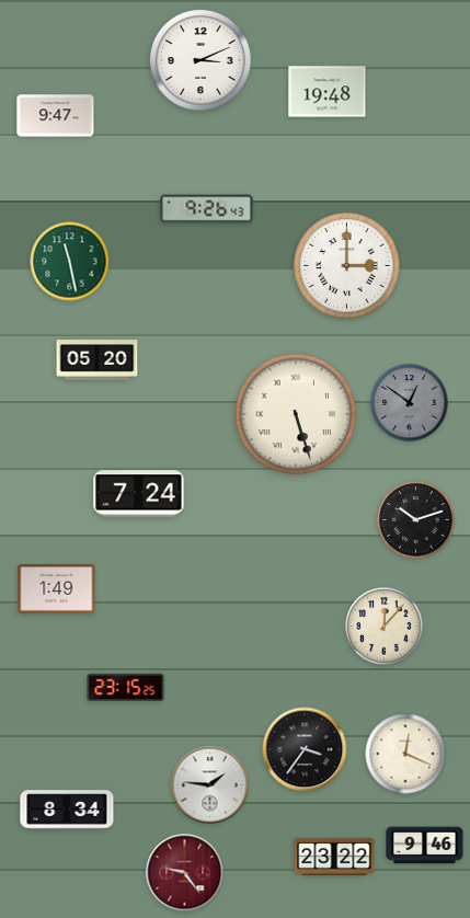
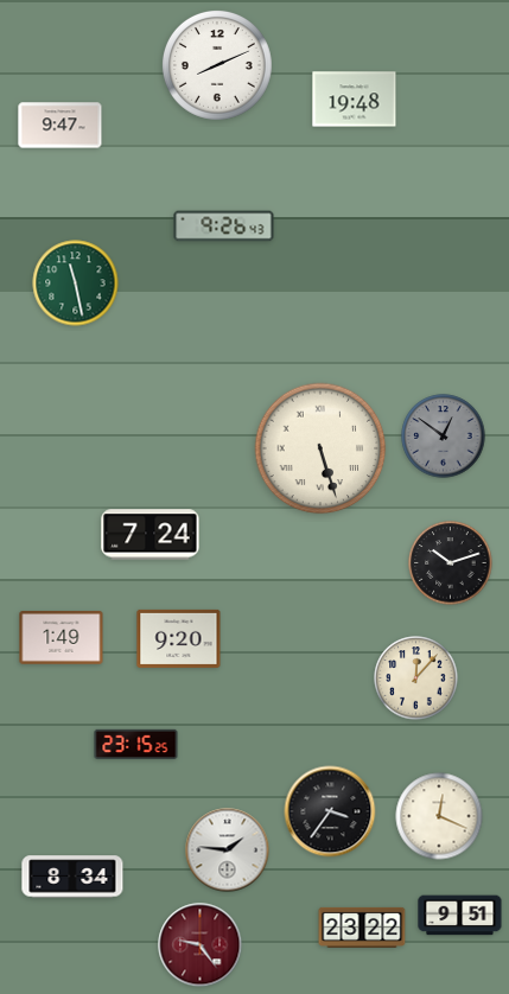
clock at (200, 60): 3:11 -> 8:11
clock at (347, 266): 3:00 -> none
clock at (98, 360): 05:20 -> none
clock at (179, 638): none -> 9:20
clock at (425, 846): 9:46 -> 9:51
